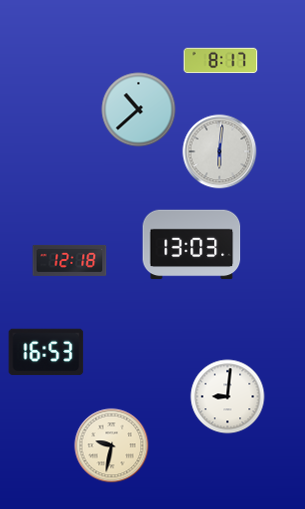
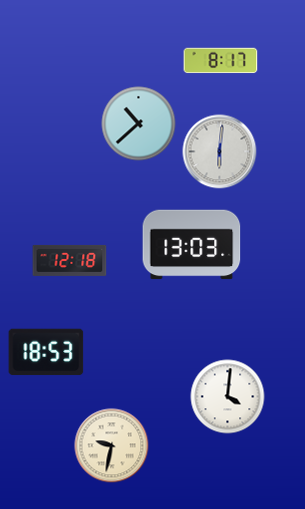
clock at (139, 110) position: (139, 110) -> (139, 124)
clock at (46, 352): 16:53 -> 18:53
clock at (228, 397): 9:01 -> 4:01
